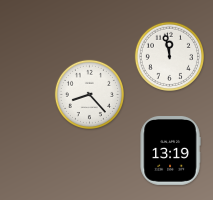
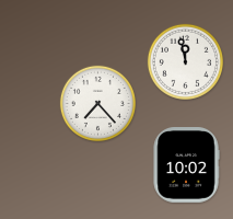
clock at (89, 94): 8:23 -> 7:23
clock at (170, 151): 13:19 -> 10:02
